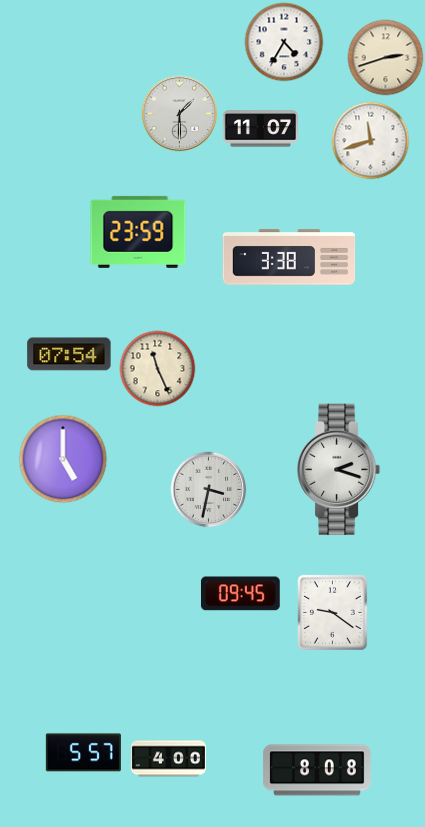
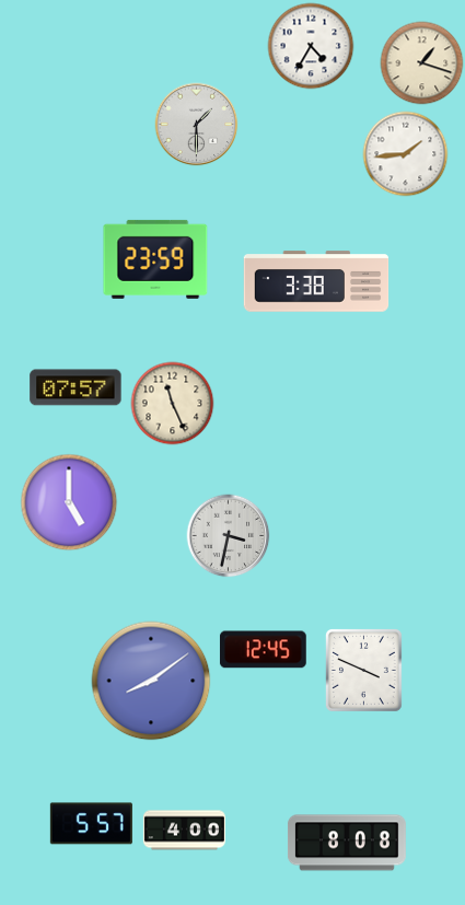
clock at (386, 58): 2:42 -> 1:18
clock at (260, 129): 11:07 -> none
clock at (371, 141): 11:42 -> 1:44
clock at (138, 232) position: (138, 232) -> (155, 259)
clock at (69, 354): 07:54 -> 07:57
clock at (339, 470): 2:18 -> none
clock at (240, 594): 09:45 -> 12:45
clock at (333, 613): 9:21 -> 3:49
clock at (151, 681): none -> 8:09
